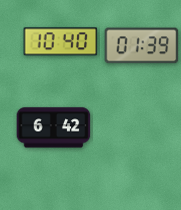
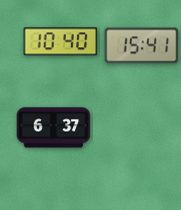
clock at (142, 46): 01:39 -> 15:41
clock at (54, 128): 6:42 -> 6:37
